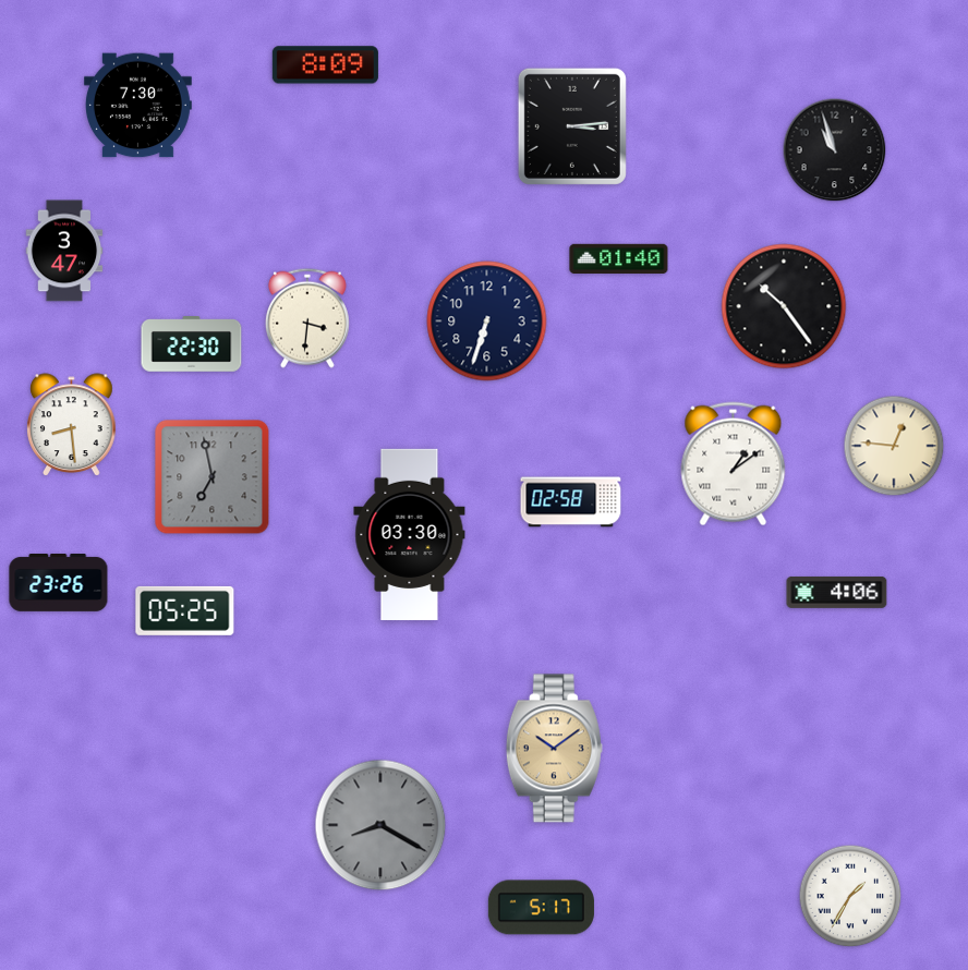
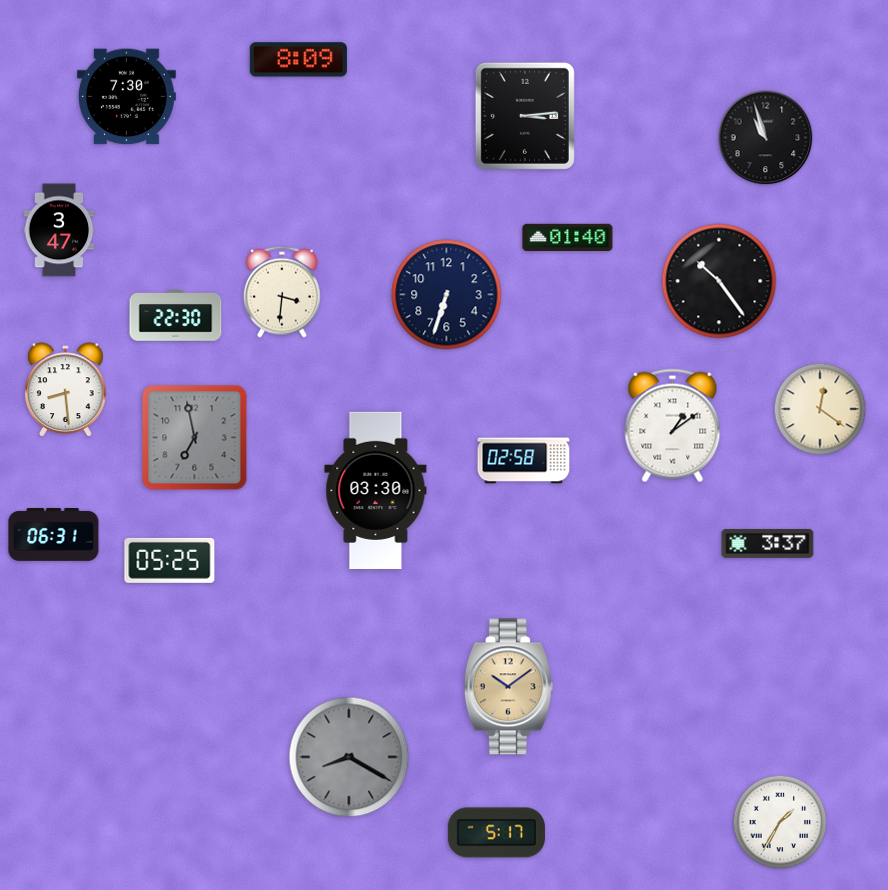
clock at (894, 446): 12:46 -> 12:21
clock at (59, 583): 23:26 -> 06:31
clock at (837, 592): 4:06 -> 3:37
